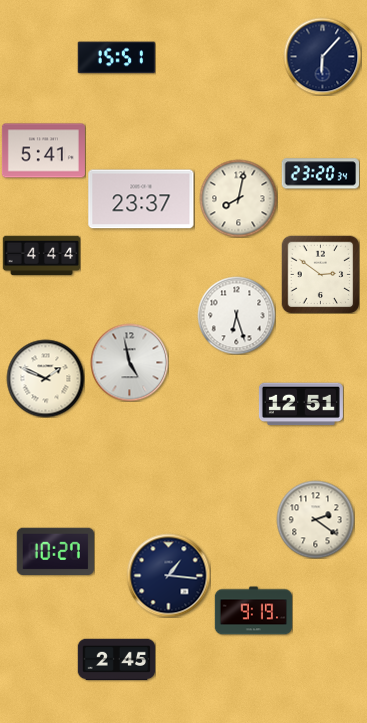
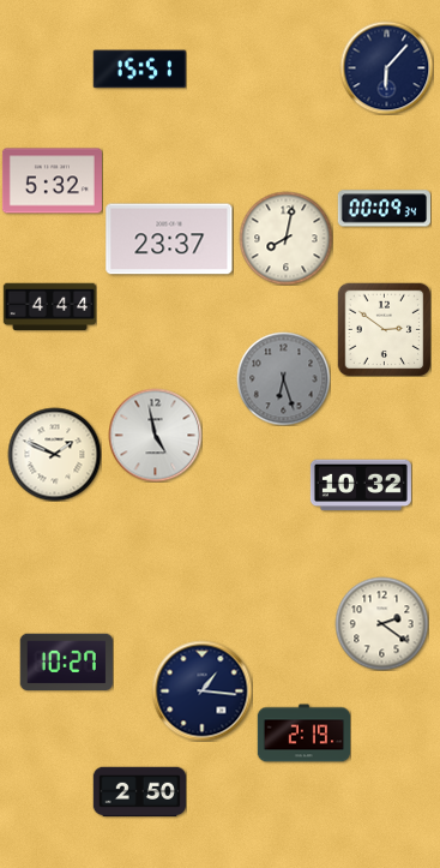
clock at (43, 151): 5:41 -> 5:32
clock at (320, 174): 23:20 -> 00:09
clock at (236, 315) dial: white -> grey
clock at (301, 404): 12:51 -> 10:32
clock at (315, 519) position: (315, 519) -> (381, 623)
clock at (253, 611): 9:19 -> 2:19
clock at (116, 660): 2:45 -> 2:50
